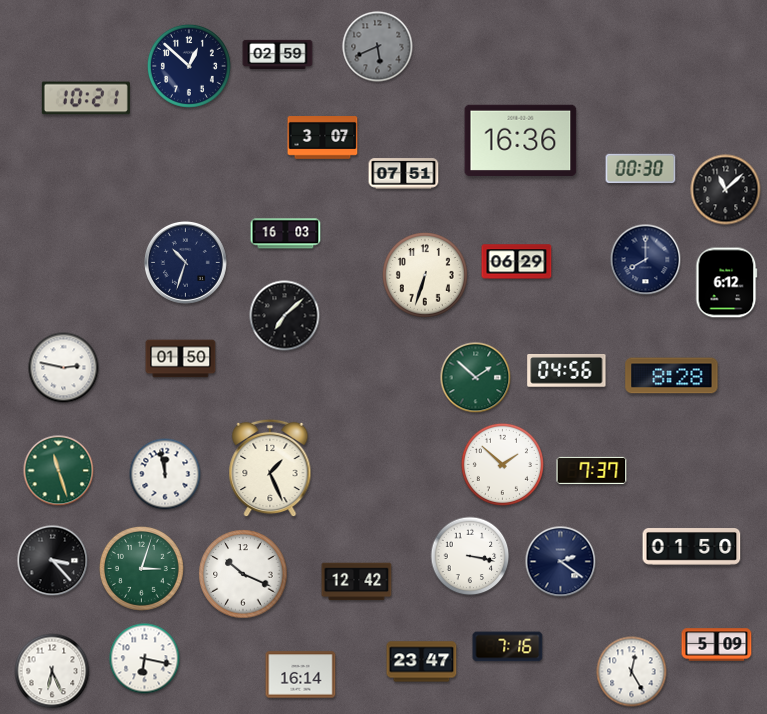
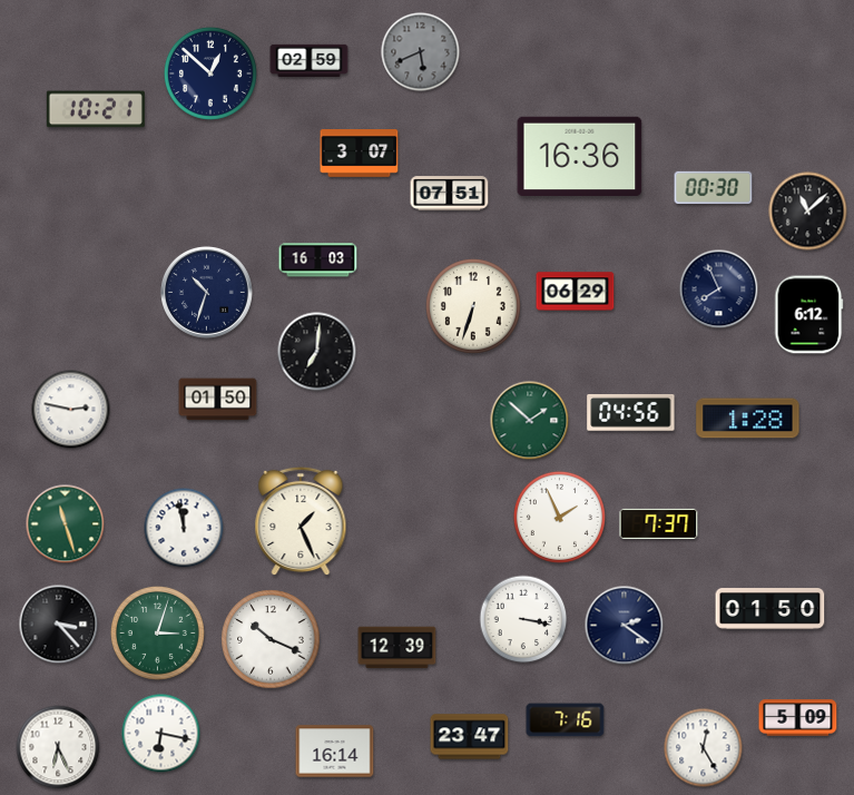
clock at (646, 260): 8:00 -> 7:56
clock at (285, 316): 7:08 -> 7:01
clock at (181, 359) position: (181, 359) -> (218, 400)
clock at (672, 376): 8:28 -> 1:28
clock at (502, 464): 1:52 -> 1:56
clock at (357, 582): 12:42 -> 12:39
